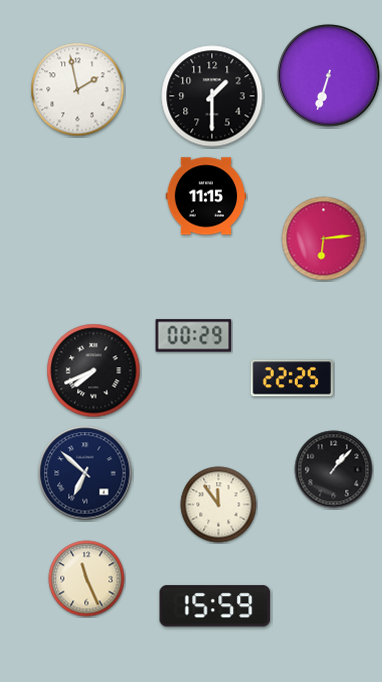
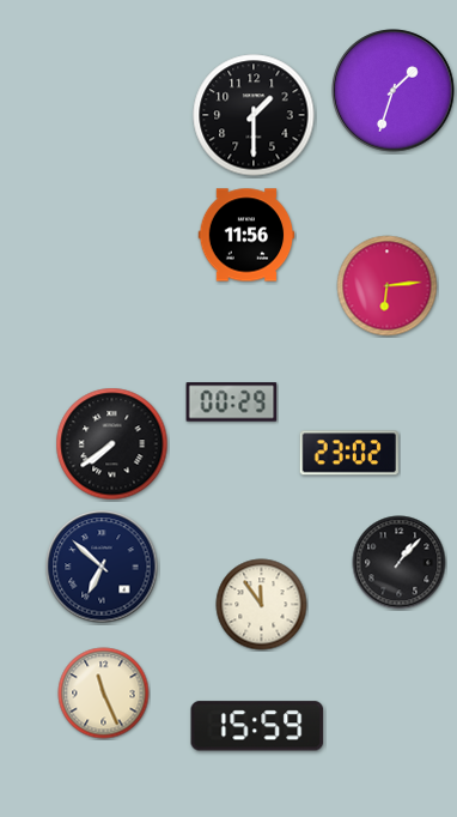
clock at (329, 76): 6:33 -> 1:33
clock at (78, 90): 1:58 -> none
clock at (206, 196): 11:15 -> 11:56
clock at (94, 371): 7:41 -> 7:39
clock at (292, 378): 22:25 -> 23:02
